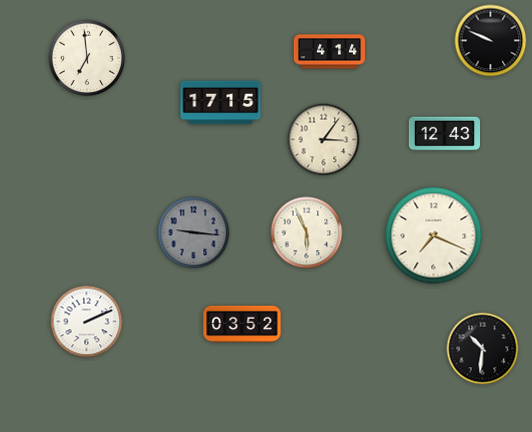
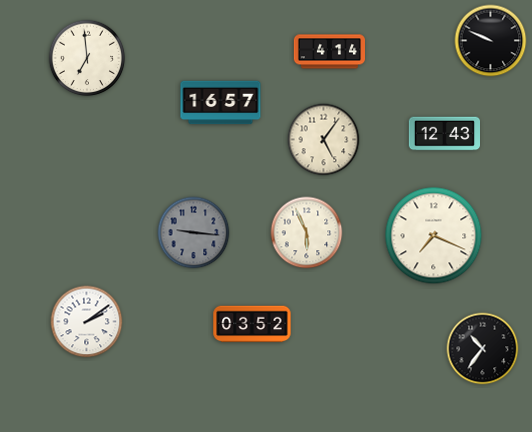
clock at (221, 103): 17:15 -> 16:57
clock at (324, 140): 3:06 -> 5:06
clock at (87, 322): 2:11 -> 2:09
clock at (242, 324) position: (242, 324) -> (252, 324)
clock at (483, 349): 10:31 -> 10:36
